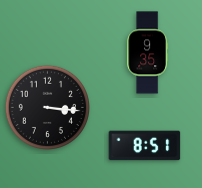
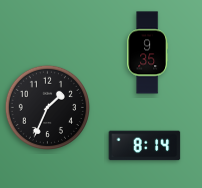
clock at (47, 107): 3:16 -> 1:34
clock at (145, 146): 8:51 -> 8:14
